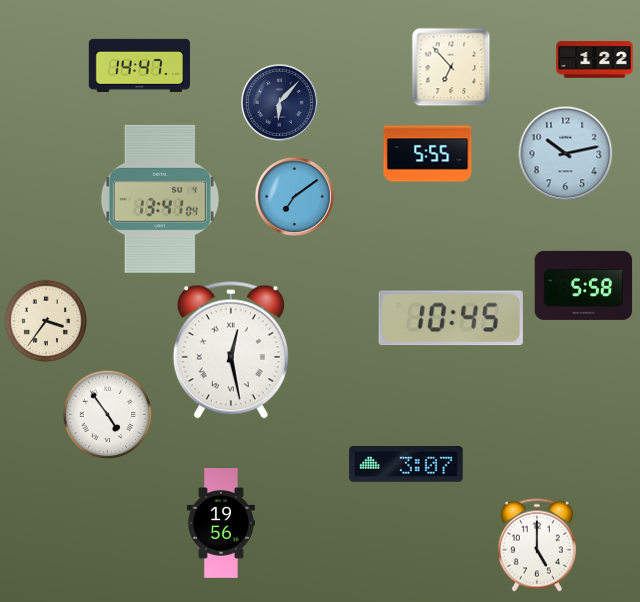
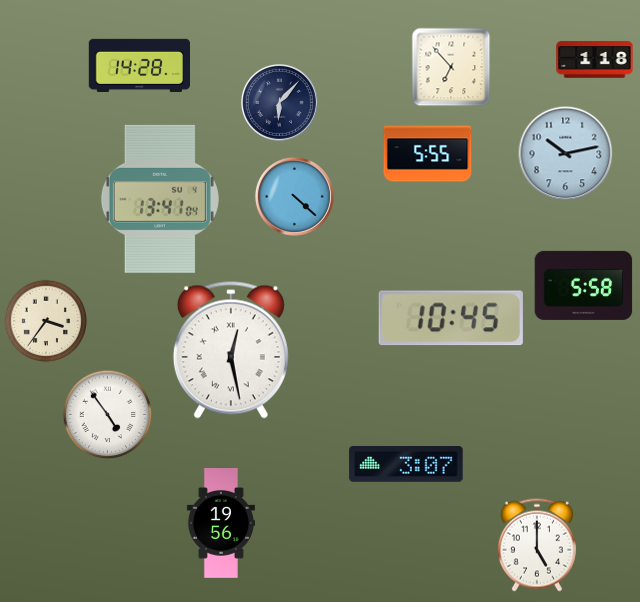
clock at (595, 60): 1:22 -> 1:18
clock at (139, 65): 14:47 -> 14:28
clock at (294, 196): 7:09 -> 4:22
